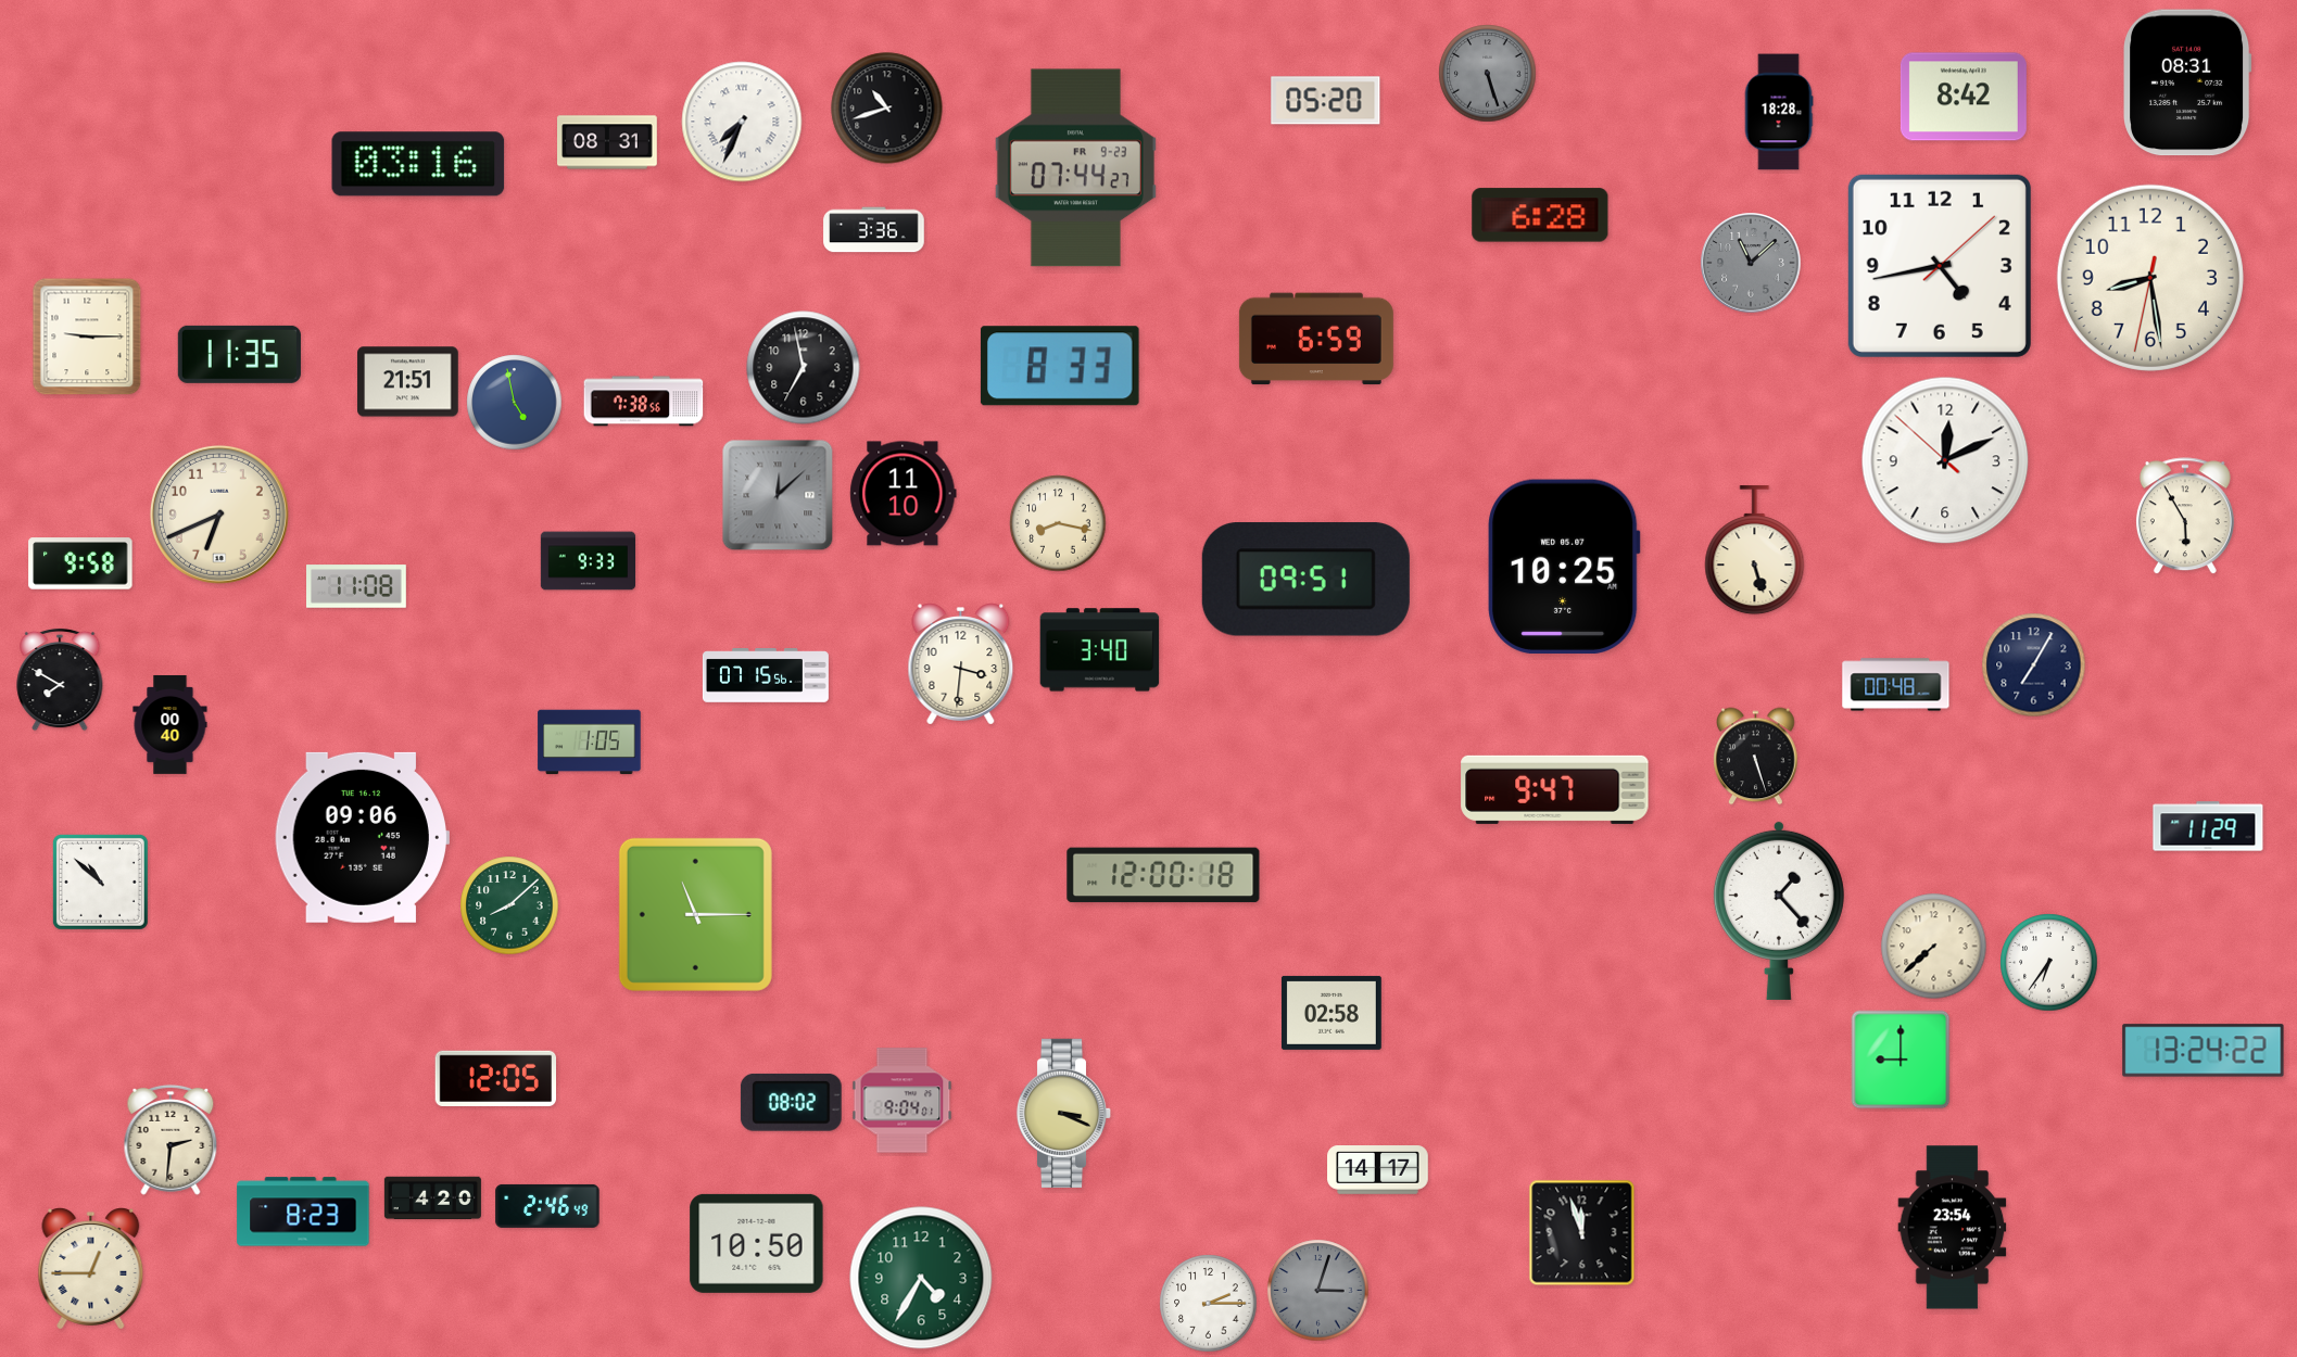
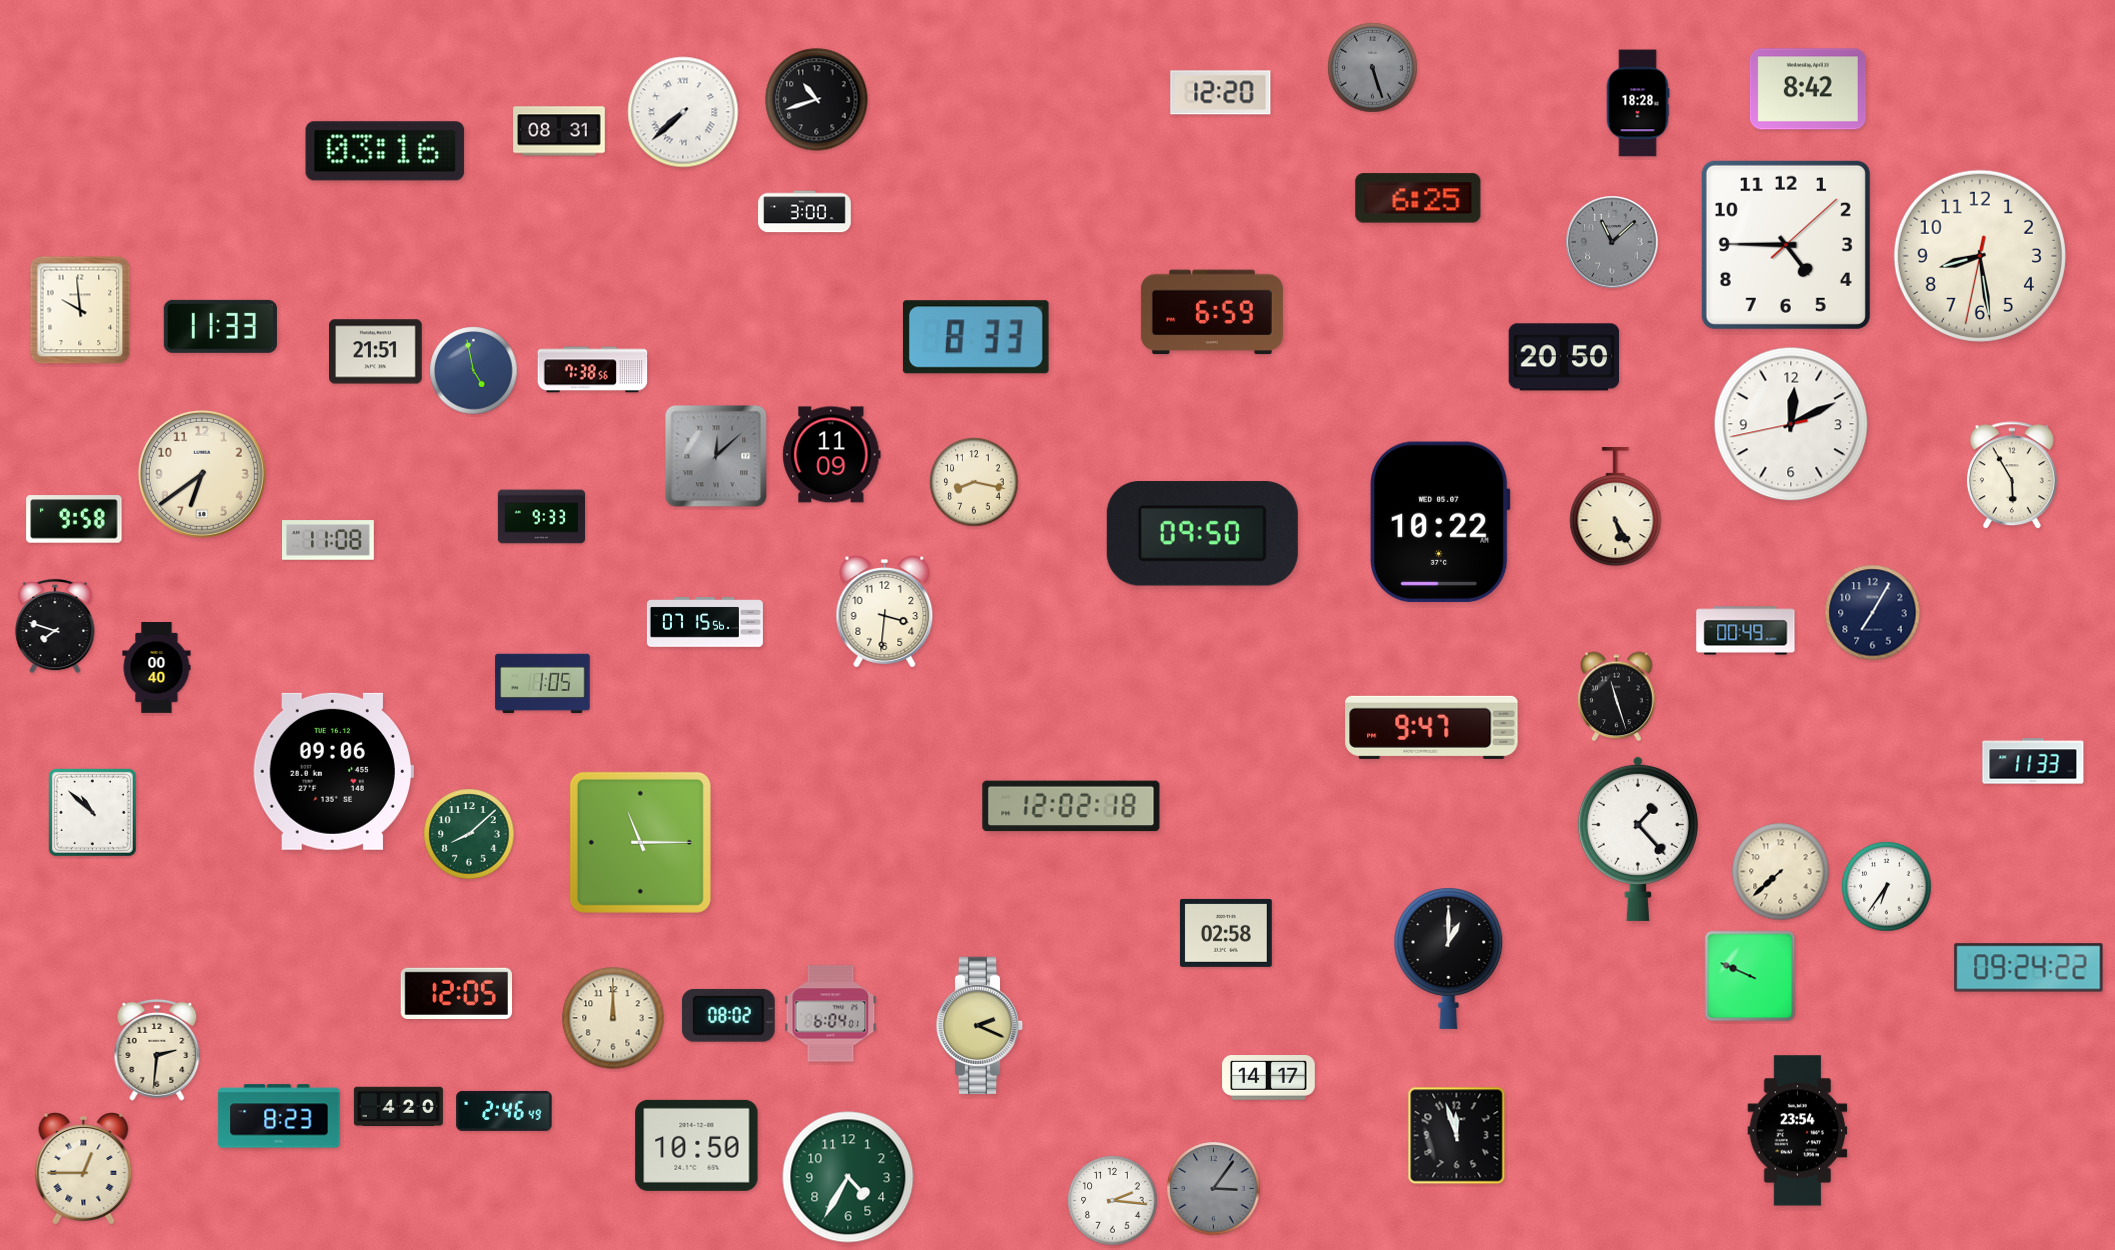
clock at (1488, 74) position: (1488, 74) -> (1373, 68)
clock at (2188, 83): 08:31 -> none
clock at (1326, 101): 05:20 -> 12:20
clock at (742, 122): 7:34 -> 7:38
clock at (1075, 168): 07:44 -> none
clock at (1540, 215): 6:28 -> 6:25
clock at (874, 230): 3:36 -> 3:00
clock at (1940, 266): 4:43 -> 4:45
clock at (87, 337): 9:15 -> 9:59
clock at (239, 354): 11:35 -> 11:33
clock at (804, 368): 6:58 -> none
clock at (1564, 357): none -> 20:50
clock at (1945, 460): 12:10:52 -> 12:10:43
clock at (904, 494): 11:10 -> 11:09
clock at (219, 515): 6:41 -> 6:39
clock at (1755, 550): 5:27 -> 5:25
clock at (1565, 566): 10:25 -> 10:22
clock at (1305, 580): 09:51 -> 09:50
clock at (1100, 650): 3:40 -> none
clock at (60, 680): 7:50 -> 7:48
clock at (1896, 685): 00:48 -> 00:49
clock at (1756, 757): 5:27 -> 11:27
clock at (2208, 826): 11:29 -> 11:33
clock at (1163, 875): 12:00 -> 12:02
clock at (1449, 958): none -> 1:00
clock at (2204, 1051): 13:24 -> 09:24
clock at (1901, 1060): 9:00 -> 9:49
clock at (903, 1101): 9:04 -> 6:04
clock at (613, 1018): none -> 12:00
clock at (1064, 1113): 3:19 -> 2:19
clock at (432, 1197) position: (432, 1197) -> (398, 1106)
clock at (1318, 1291): 3:03 -> 3:06
clock at (1209, 1304): 2:15 -> 2:16
